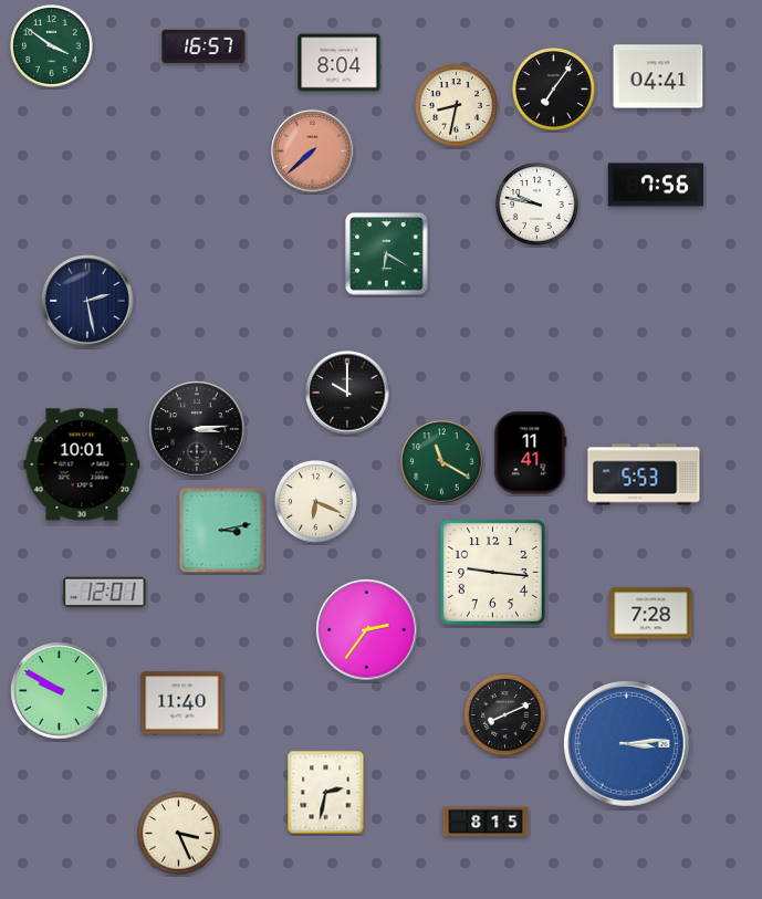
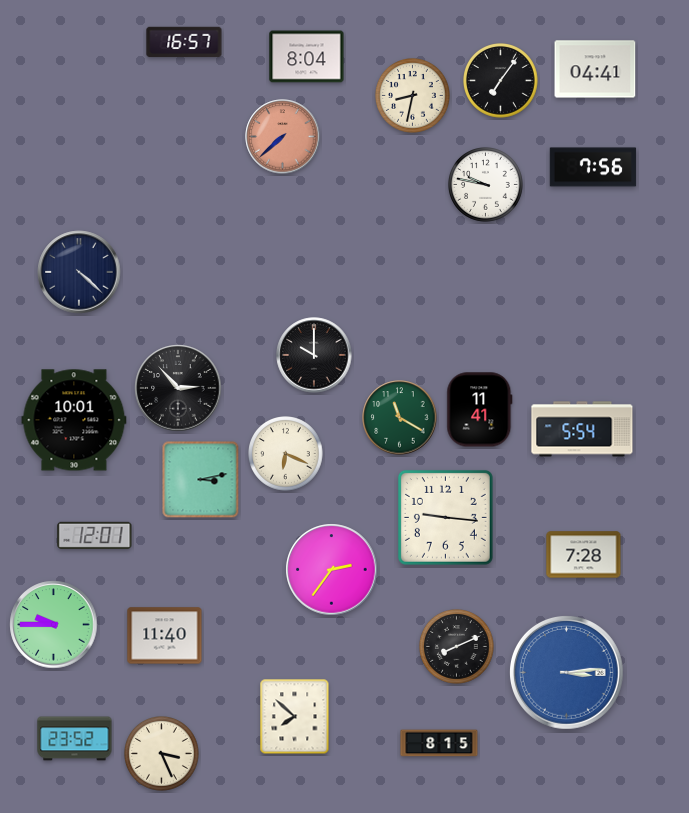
clock at (52, 46): 3:51 -> none
clock at (387, 254): 6:20 -> none
clock at (87, 301): 2:28 -> 4:22
clock at (197, 429): 3:14 -> 2:53
clock at (644, 474): 5:53 -> 5:54
clock at (651, 614) position: (651, 614) -> (584, 555)
clock at (60, 691): 9:50 -> 9:45
clock at (326, 793): 2:32 -> 7:52
clock at (75, 739): none -> 23:52
